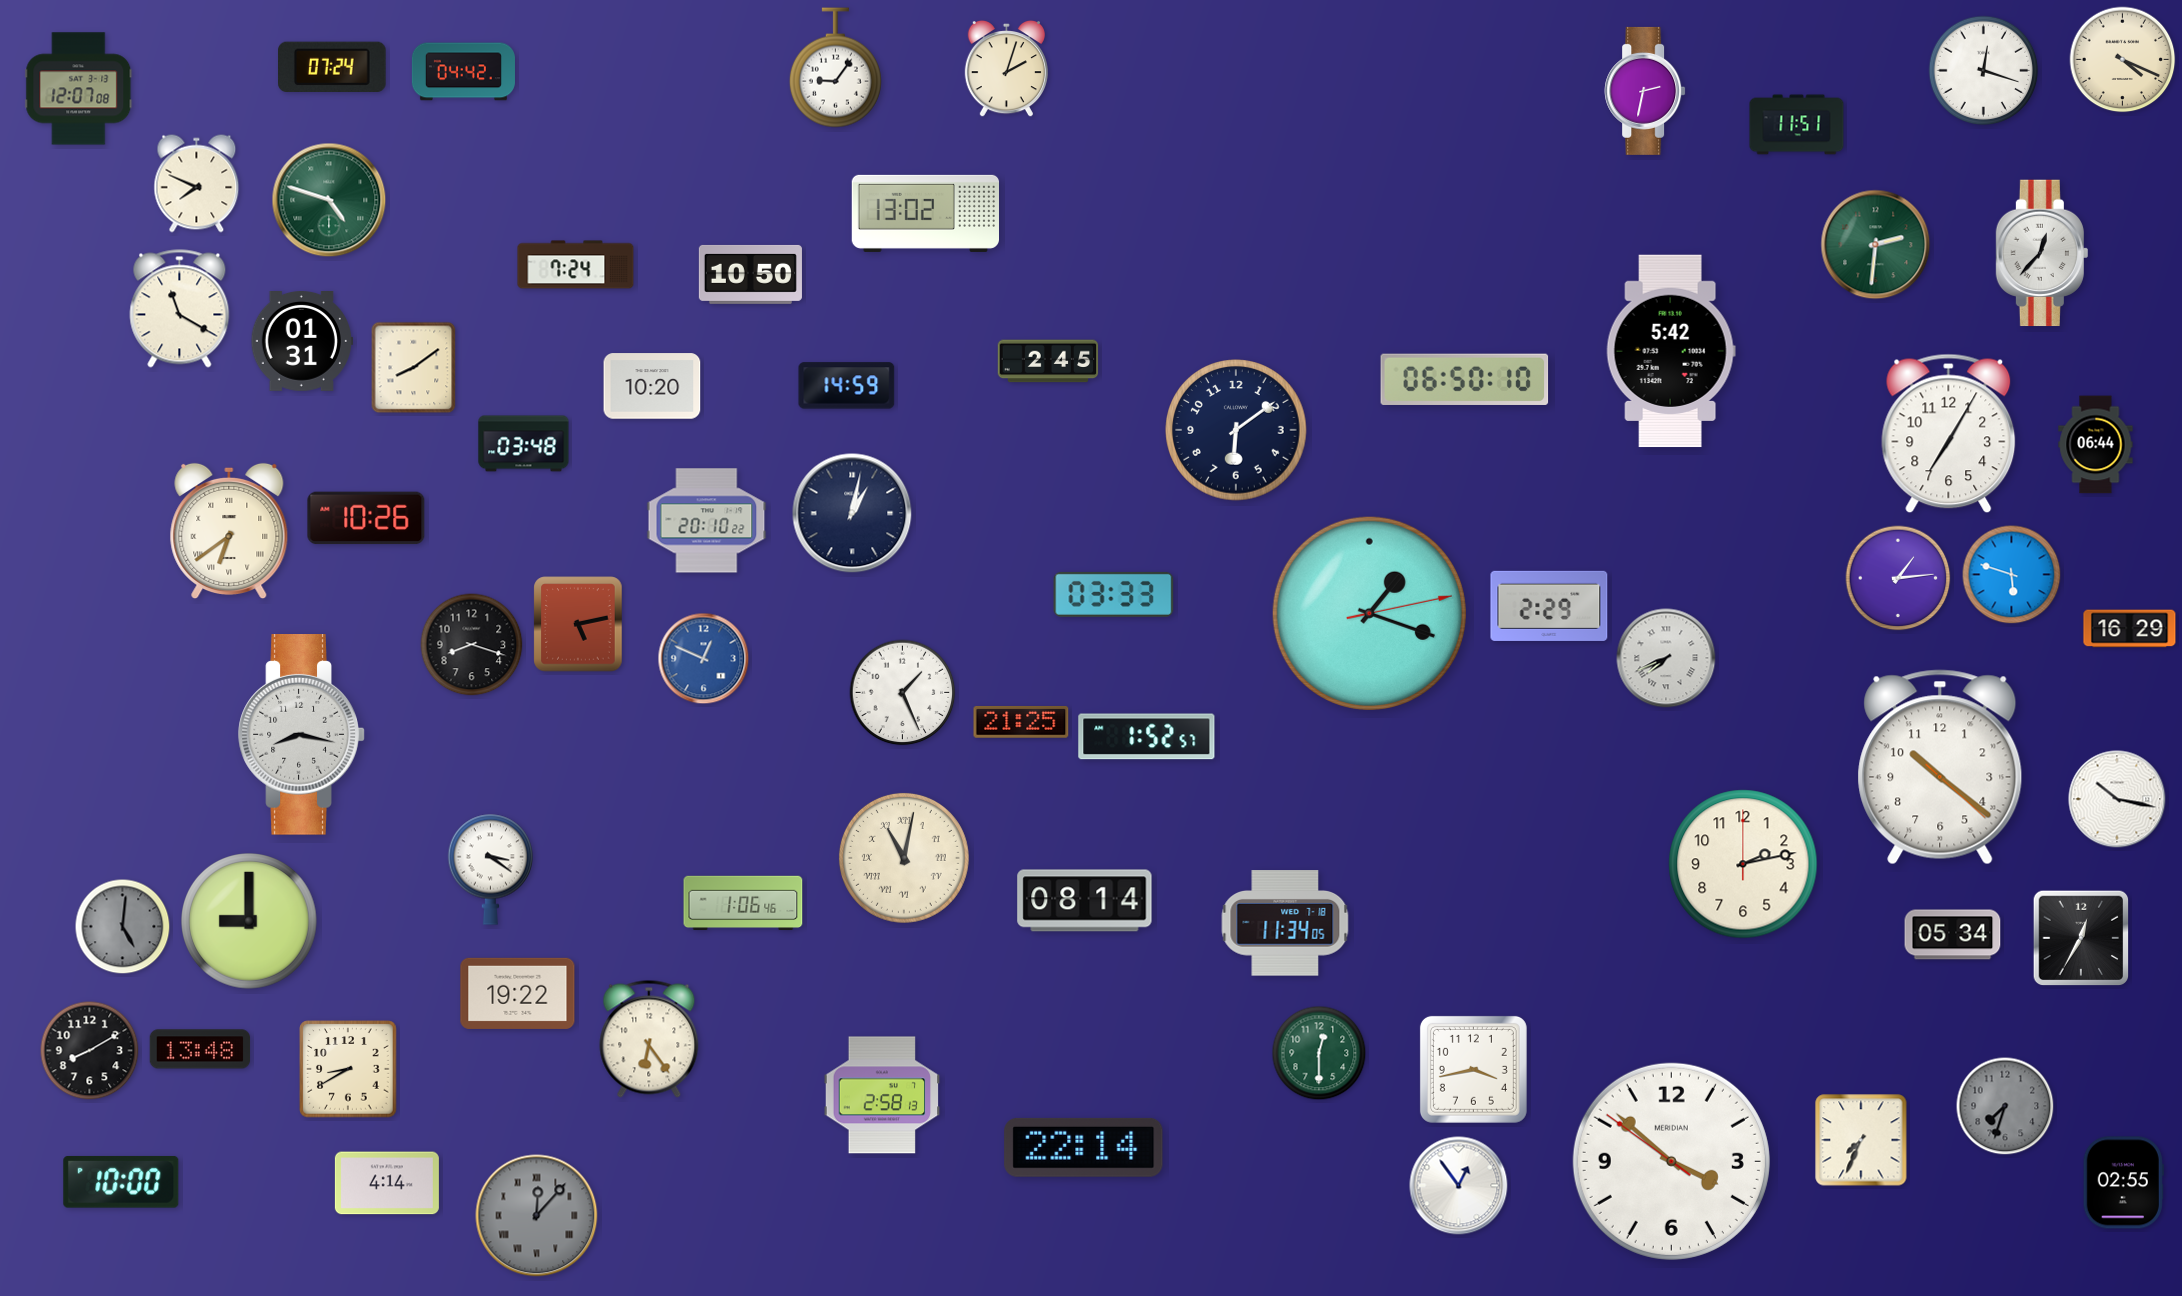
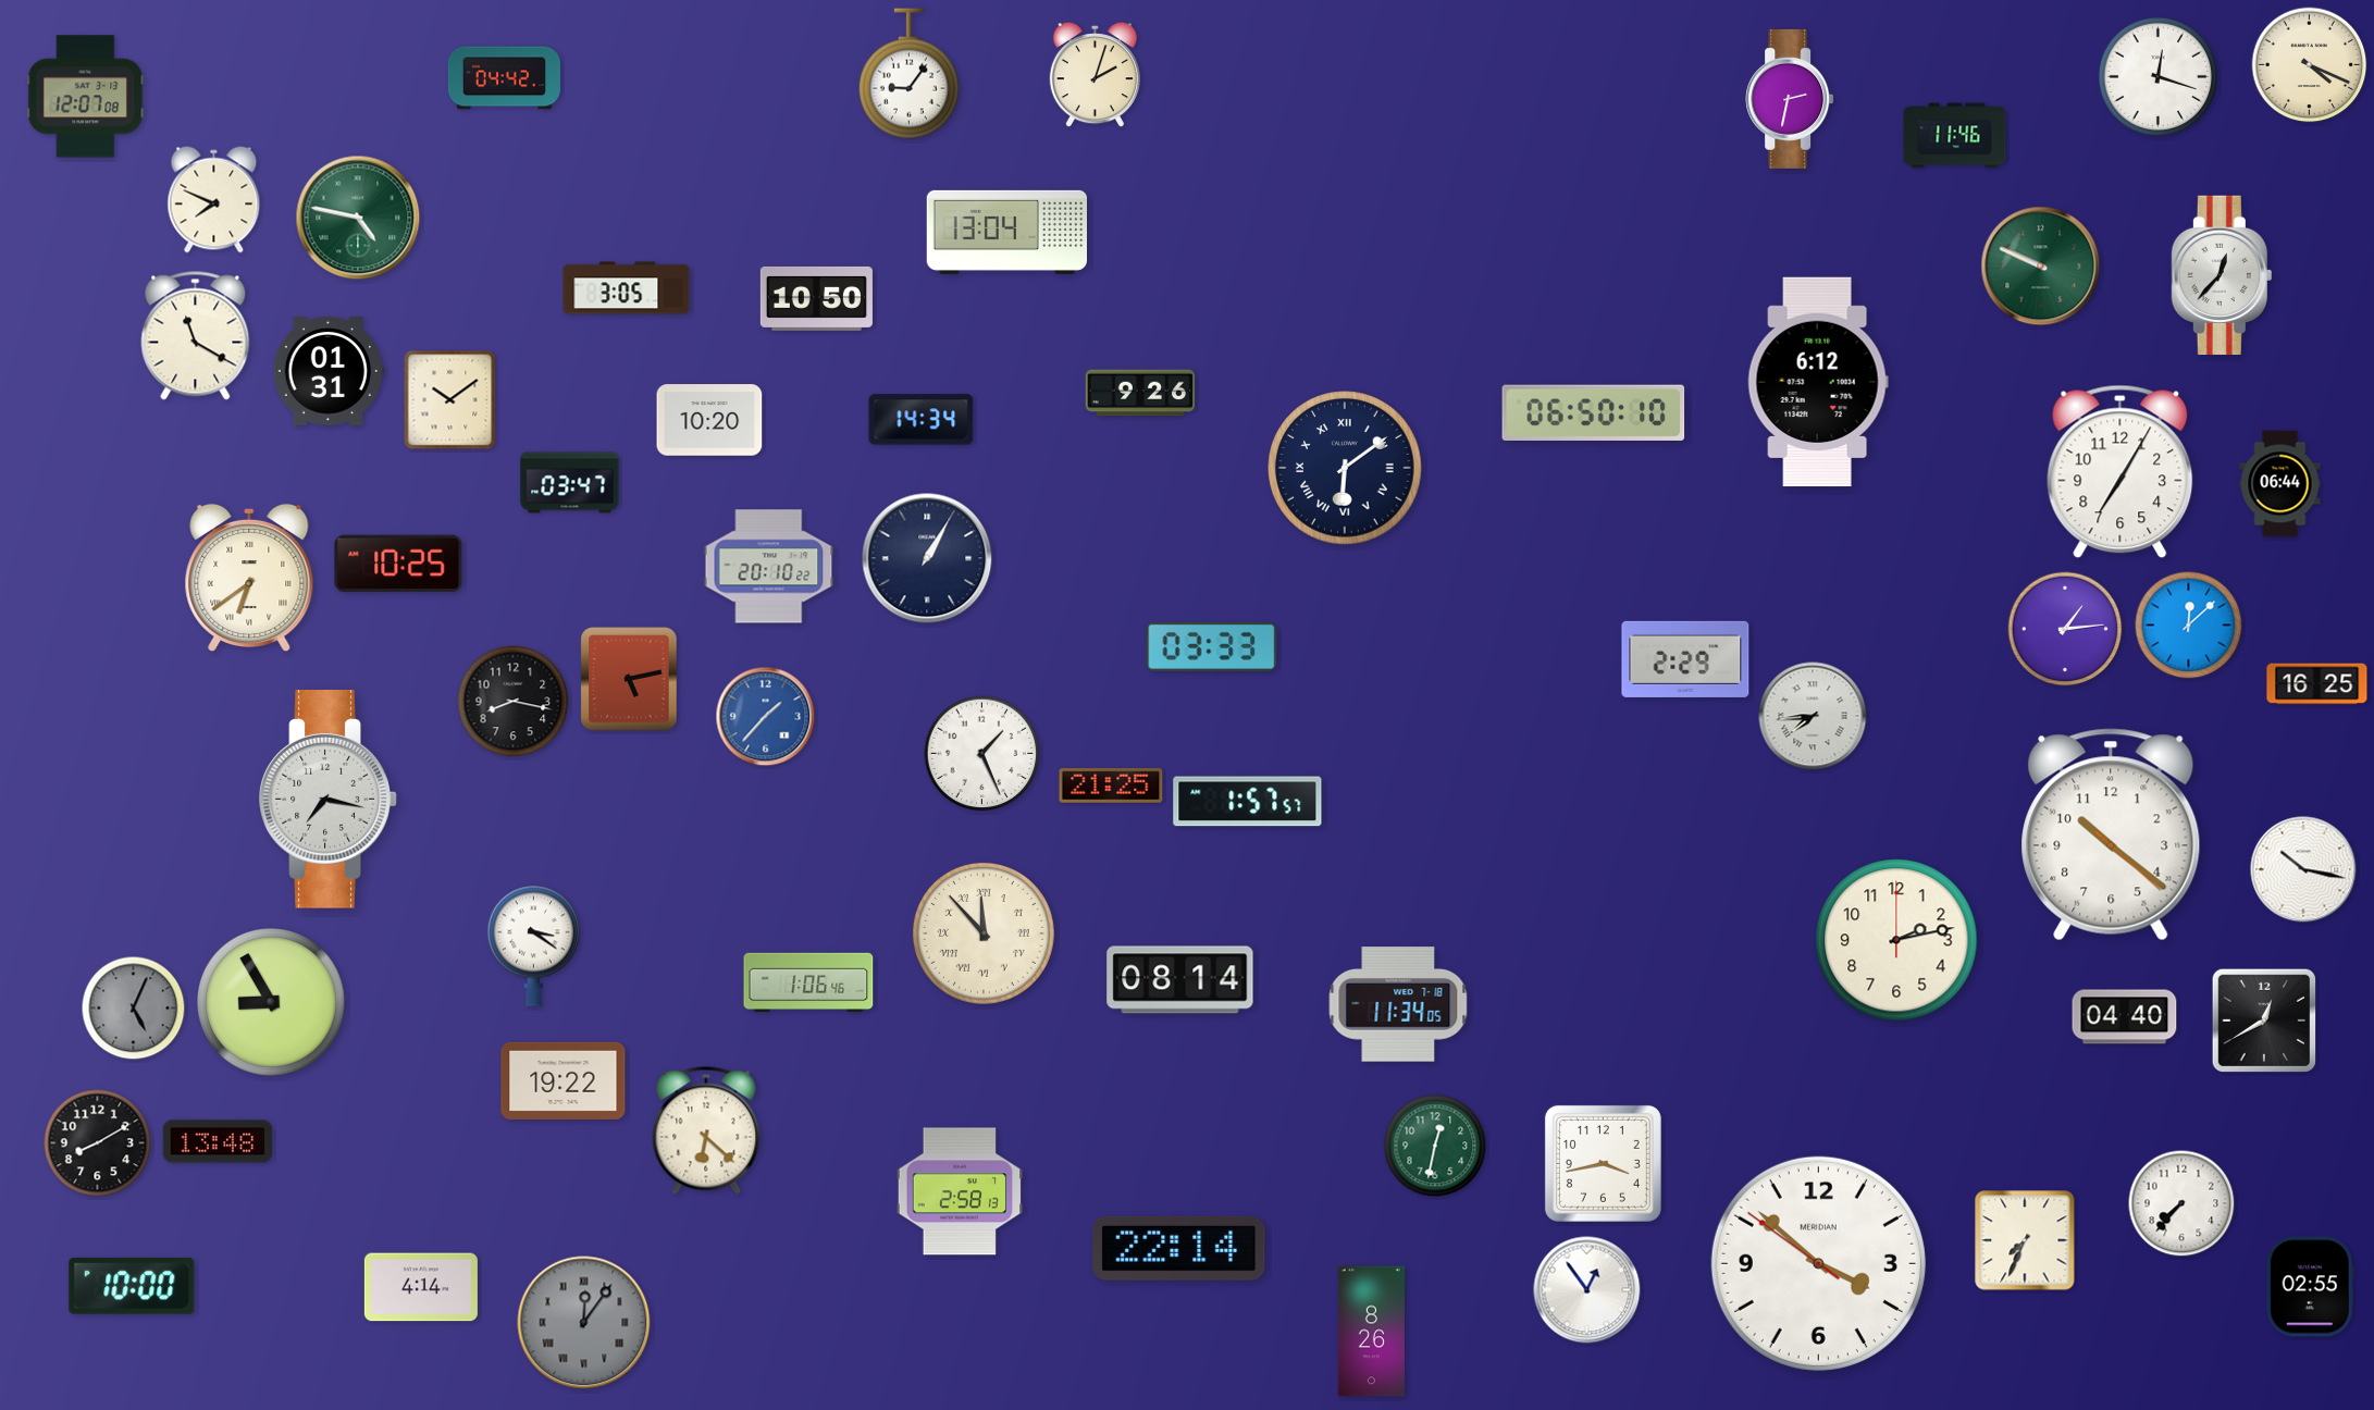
clock at (333, 66): 07:24 -> none
clock at (1797, 125): 11:51 -> 11:46
clock at (329, 200): 4:48 -> 4:47
clock at (925, 213): 13:02 -> 13:04
clock at (1876, 245): 2:31 -> 9:49
clock at (576, 265): 7:24 -> 3:05
clock at (1671, 351): 5:42 -> 6:12
clock at (1048, 361): 2:45 -> 9:26
clock at (414, 368): 8:09 -> 10:09
clock at (847, 386): 14:59 -> 14:34
clock at (1236, 430) numerals: Arabic -> Roman
clock at (524, 444): 03:48 -> 03:47
clock at (852, 513): 1:02 -> 1:05
clock at (366, 518): 10:26 -> 10:25
clock at (2012, 575): 5:48 -> 12:08
clock at (1369, 613): 1:18 -> none
clock at (2130, 629): 16:29 -> 16:25
clock at (472, 645): 8:18 -> 8:17
clock at (1666, 658): 7:41 -> 7:44
clock at (704, 659): 12:49 -> 1:37
clock at (302, 735): 8:17 -> 7:17
clock at (1147, 737): 1:52 -> 1:57
clock at (904, 858): 11:02 -> 11:53
clock at (250, 922): 9:00 -> 8:55
clock at (123, 927): 5:01 -> 5:04
clock at (1953, 935): 05:34 -> 04:40
clock at (2081, 938): 12:35 -> 12:40
clock at (649, 1039): 6:24 -> 6:22
clock at (1319, 1053): 12:30 -> 12:32
clock at (348, 1069): 8:40 -> none
clock at (2005, 1106): 7:33 -> 7:37
clock at (2005, 1106) dial: grey -> white
clock at (537, 1216): 12:07 -> 12:06
clock at (1371, 1332): none -> 8:26
